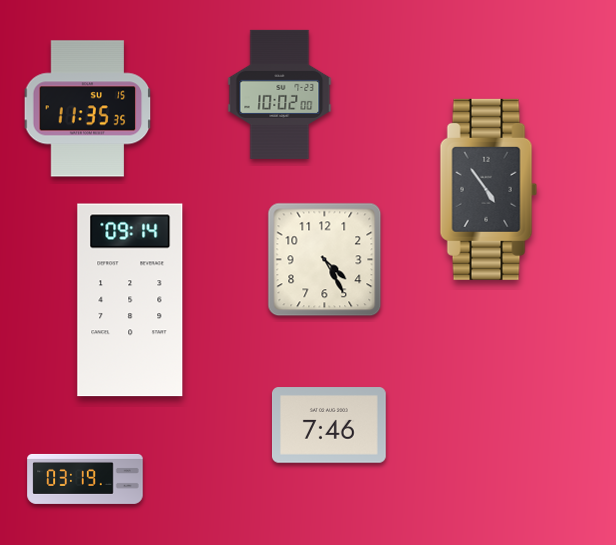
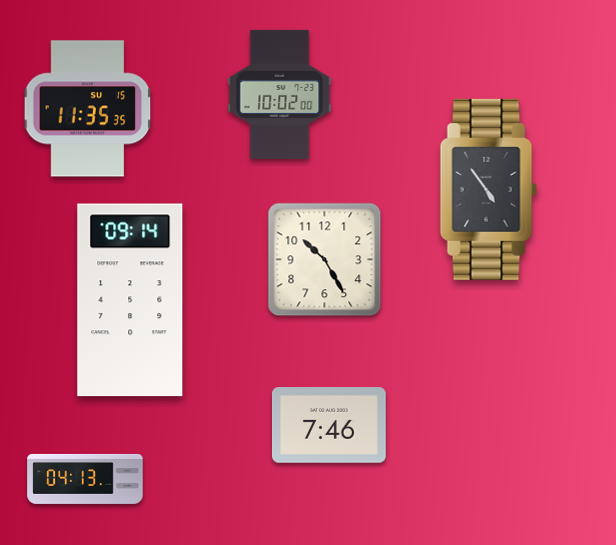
clock at (325, 260): 4:25 -> 10:25
clock at (85, 479): 03:19 -> 04:13
